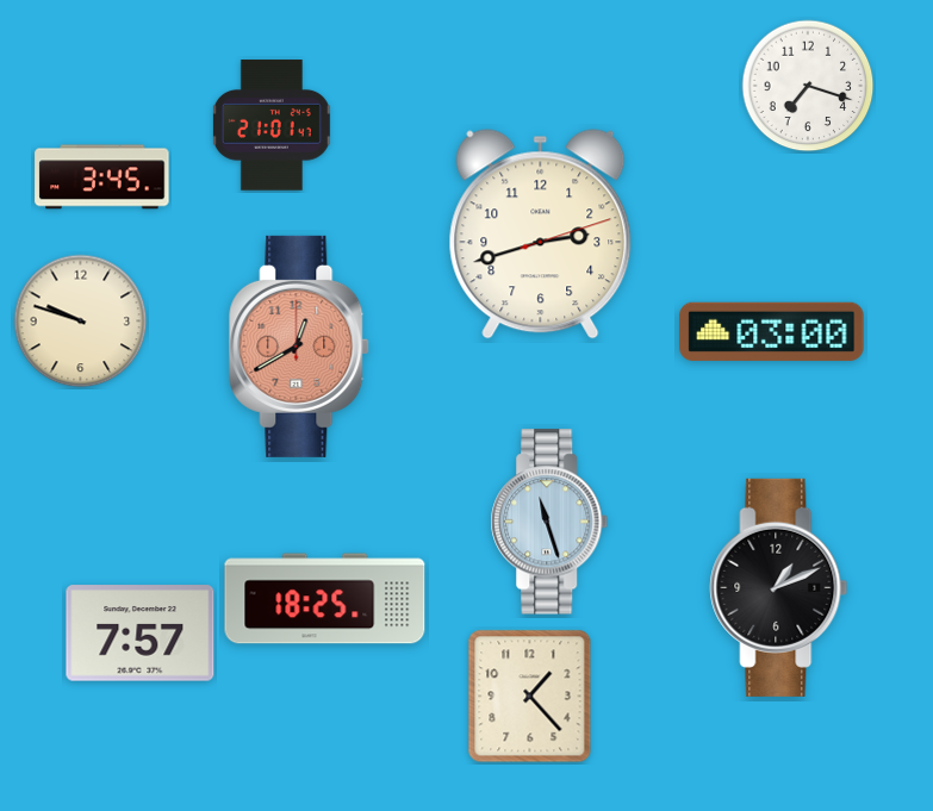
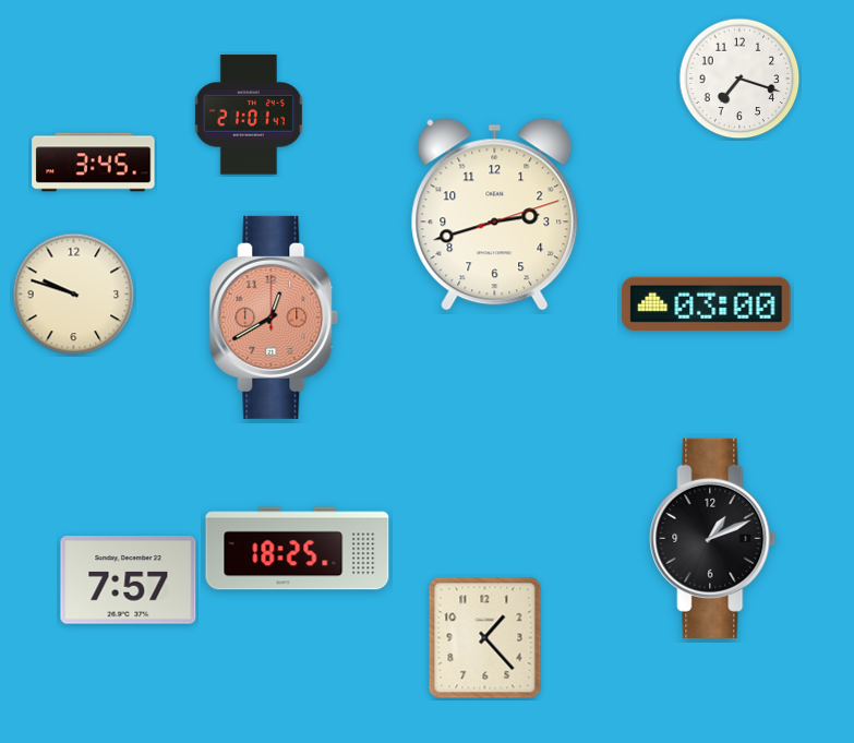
clock at (549, 522): 11:27 -> none
